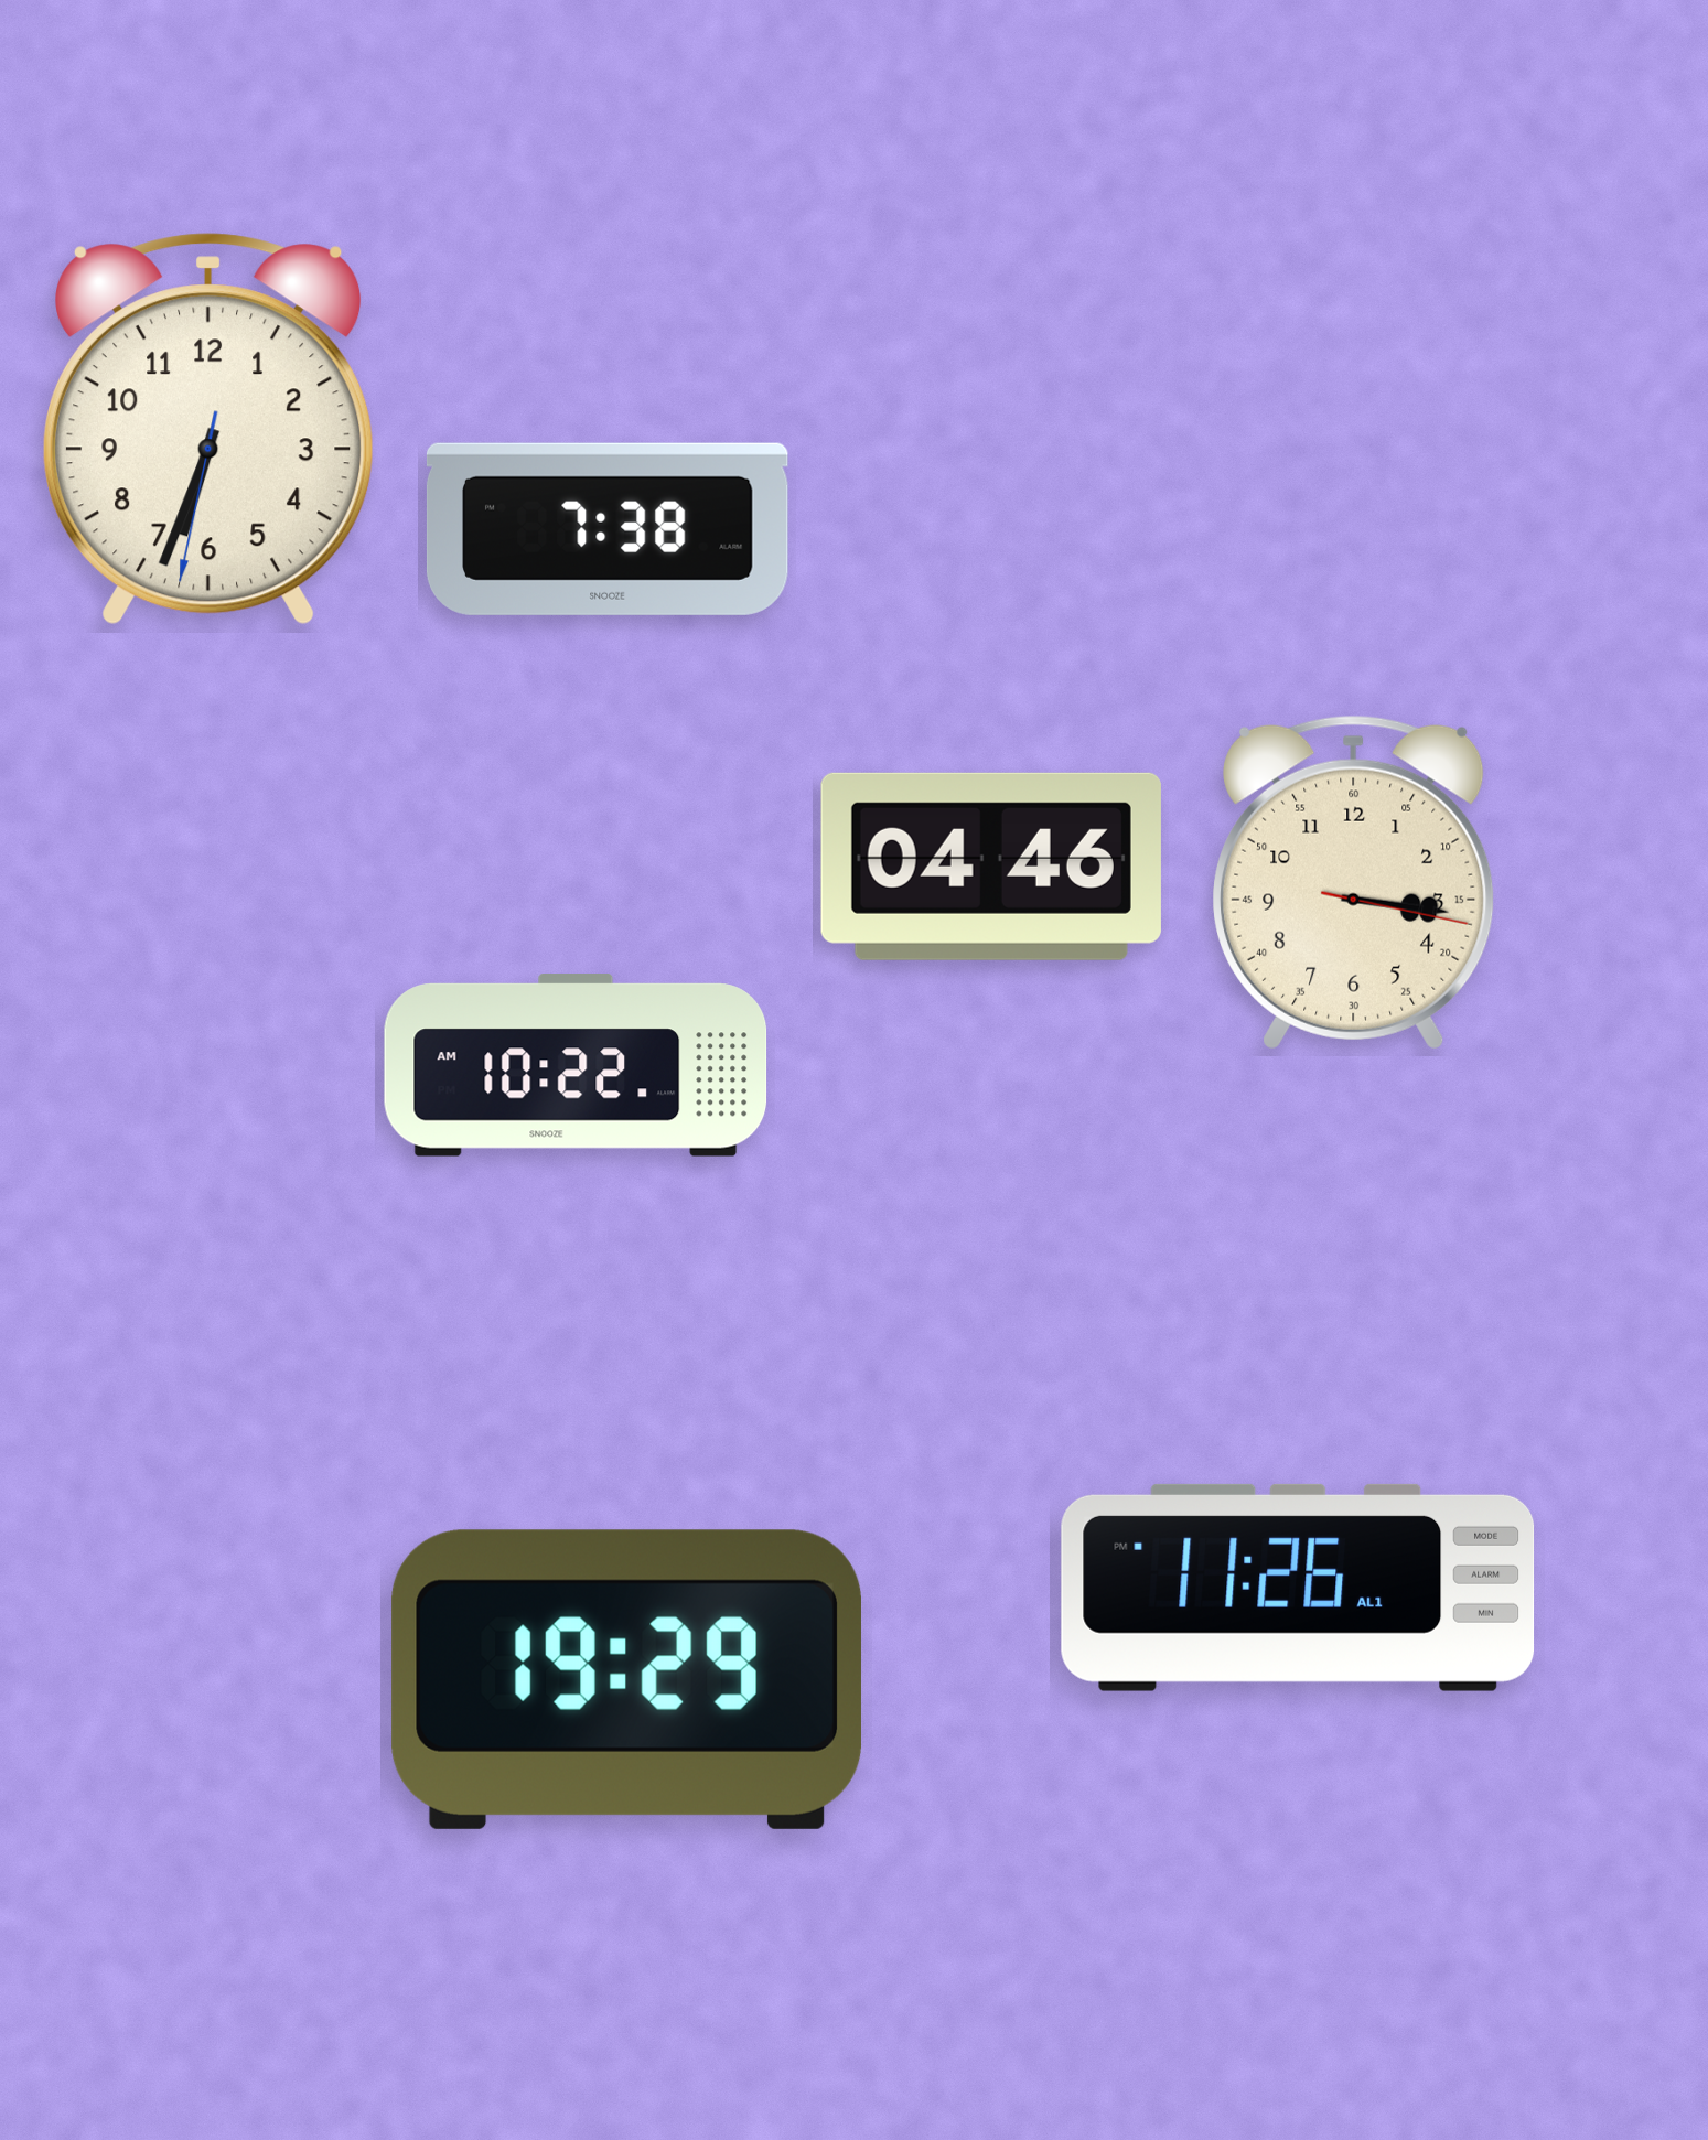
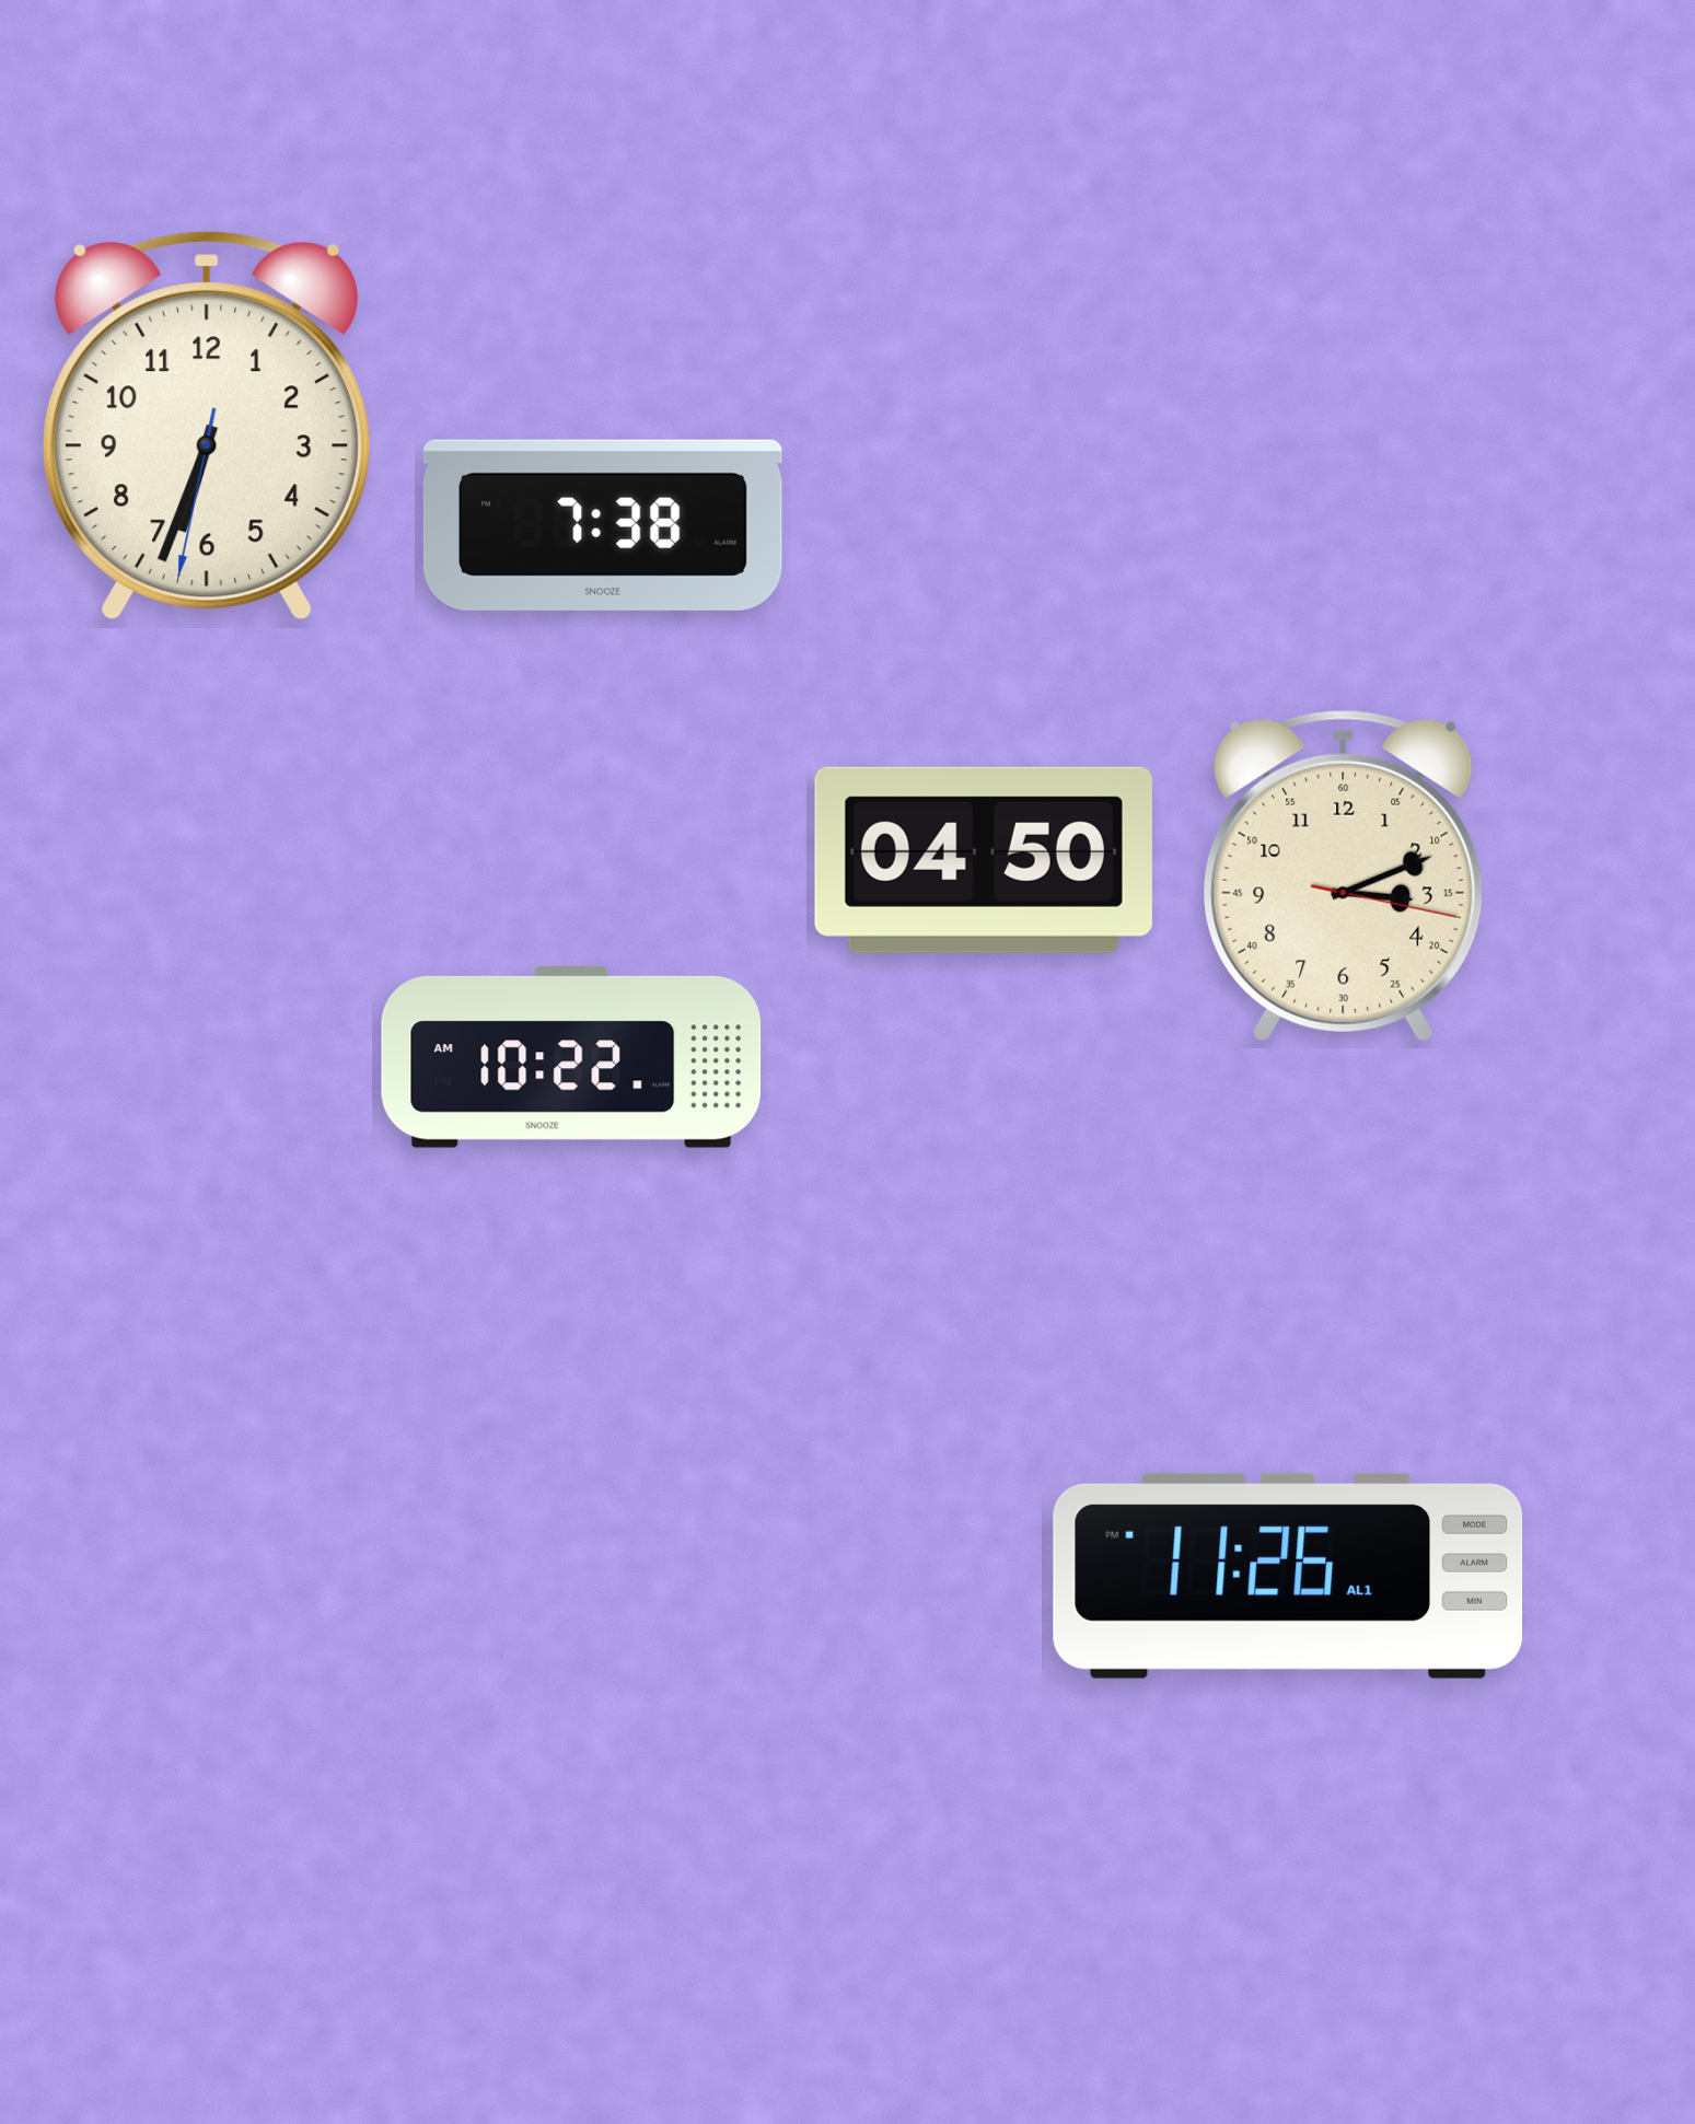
clock at (991, 867): 04:46 -> 04:50
clock at (1354, 882): 3:16 -> 3:11
clock at (626, 1679): 19:29 -> none
